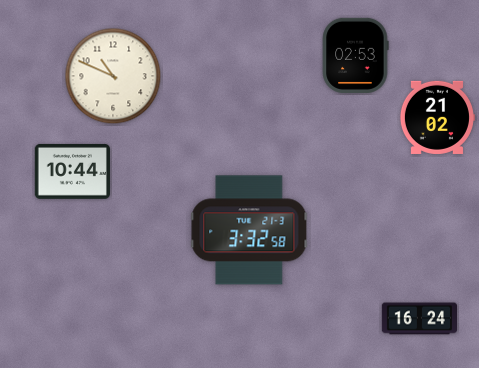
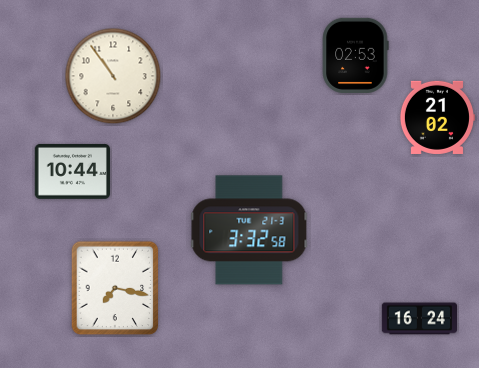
clock at (113, 76): 10:49 -> 10:54
clock at (115, 288): none -> 7:17
